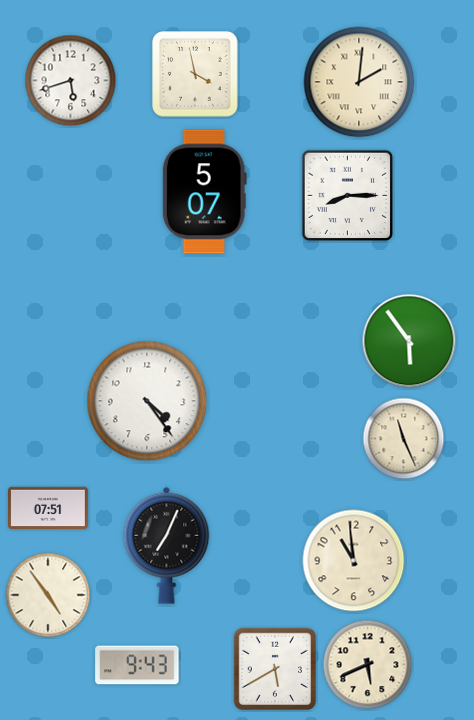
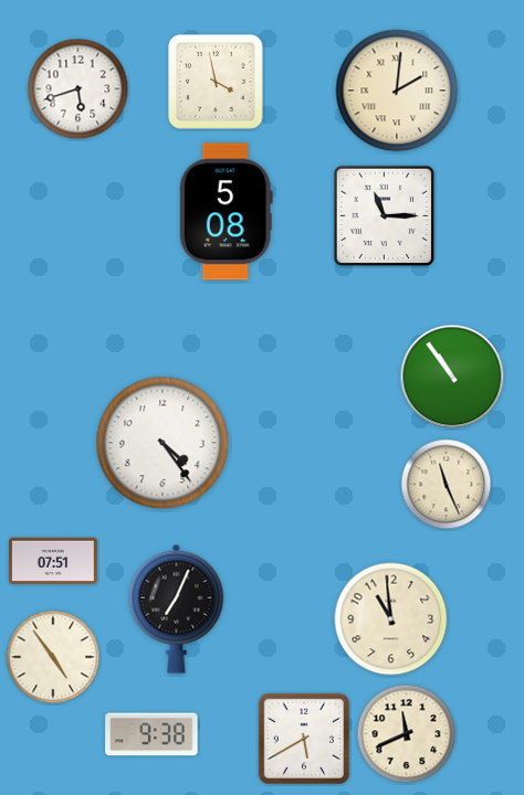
clock at (204, 192): 5:07 -> 5:08
clock at (348, 196): 8:15 -> 11:15
clock at (409, 341): 5:54 -> 10:54
clock at (167, 545) position: (167, 545) -> (177, 608)
clock at (137, 665): 9:43 -> 9:38
clock at (368, 665): 5:41 -> 11:41
